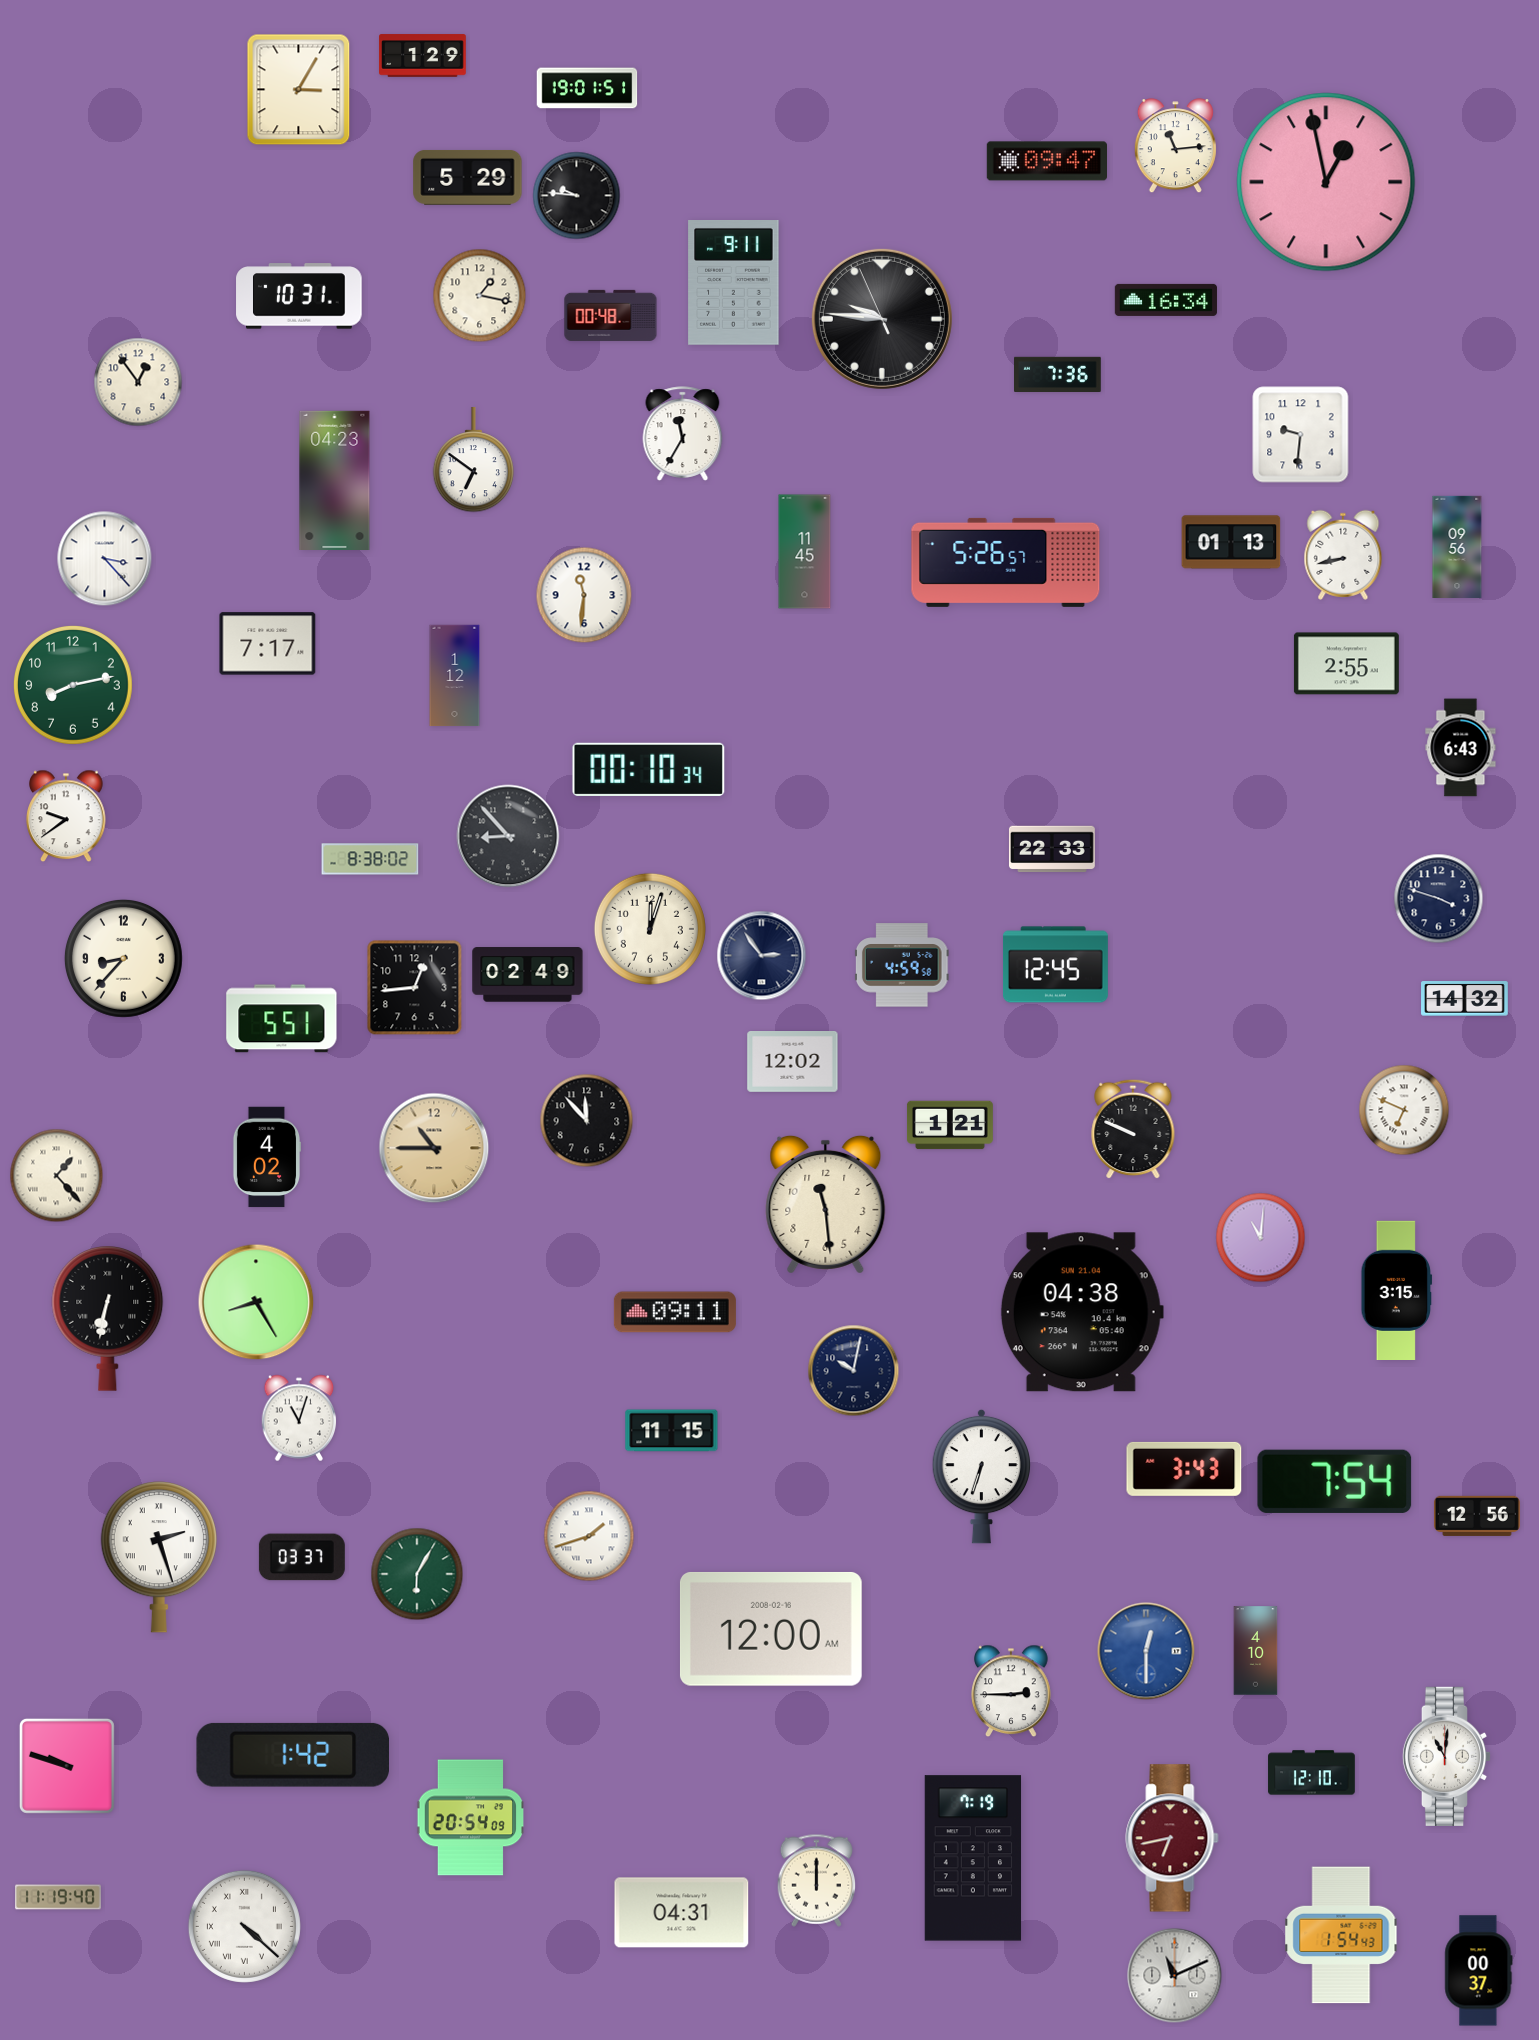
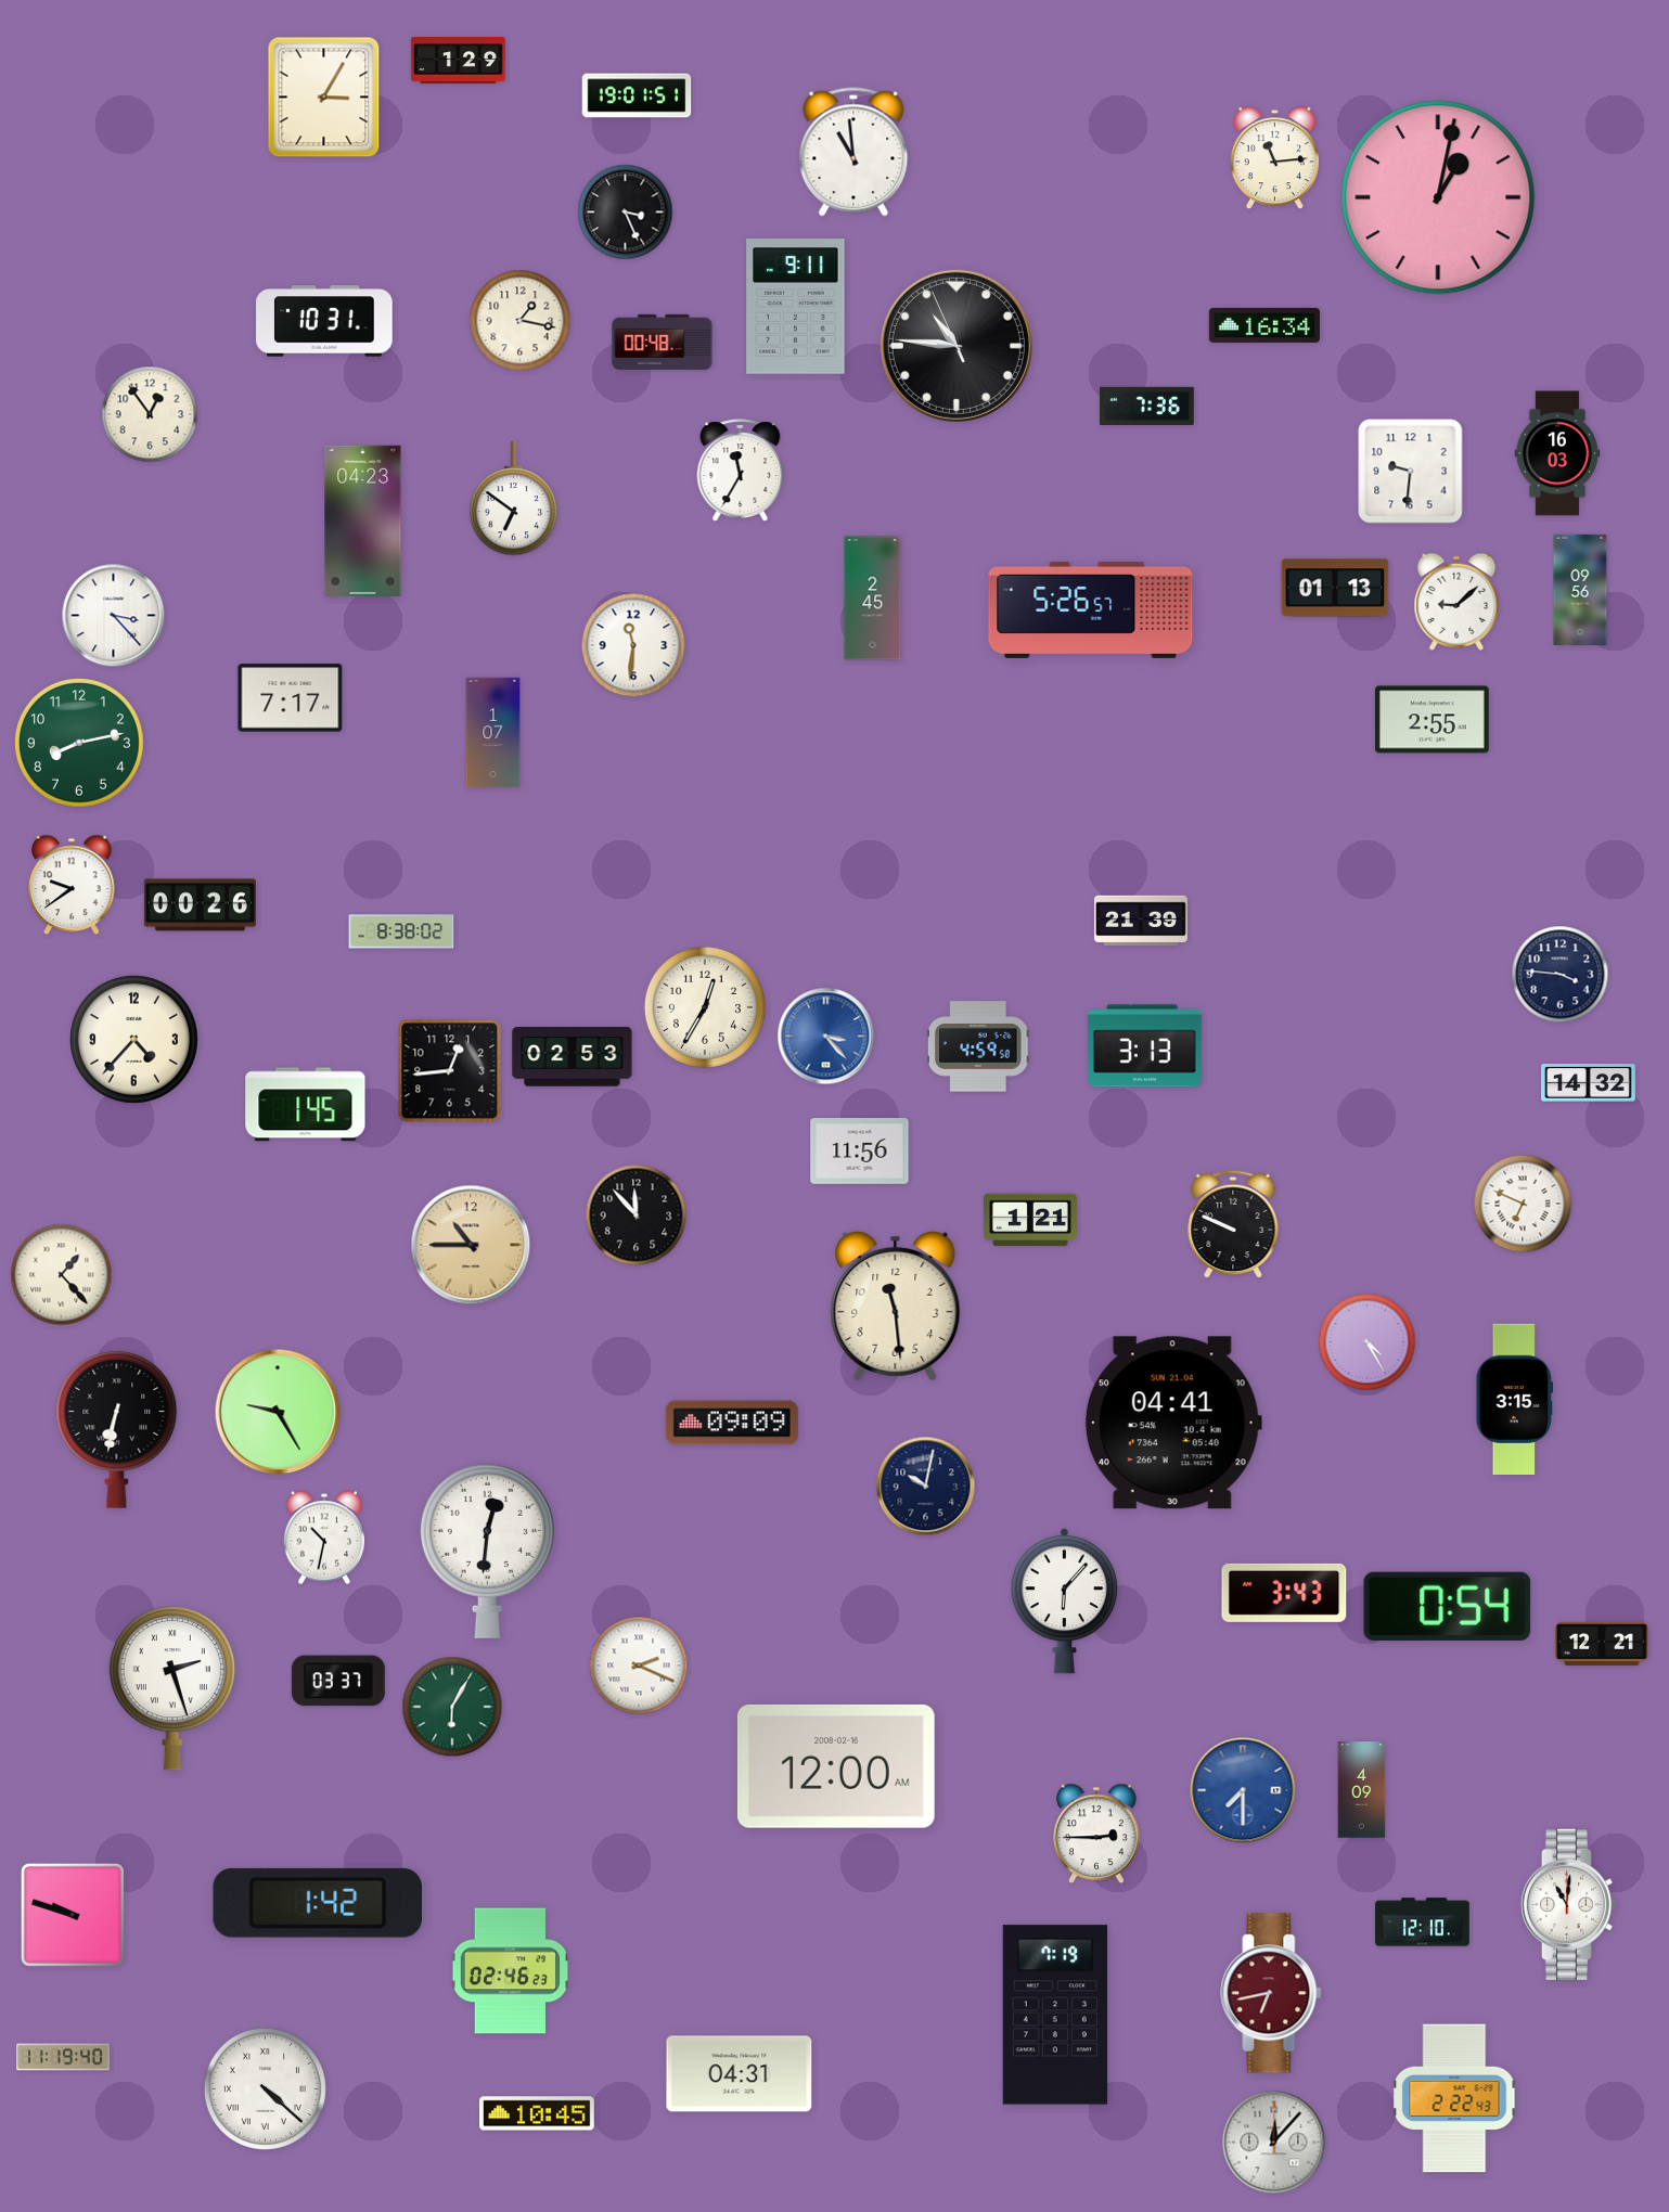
clock at (853, 152): none -> 10:59
clock at (1046, 161): 09:47 -> none
clock at (468, 177): 5:29 -> none
clock at (1326, 182): 12:58 -> 1:02
clock at (577, 196): 9:46 -> 3:26
clock at (882, 319): 9:45 -> 10:45
clock at (1557, 453): none -> 16:03
clock at (1457, 546) position: (1457, 546) -> (1580, 589)
clock at (805, 552): 11:45 -> 2:45
clock at (1343, 555): 8:43 -> 9:08
clock at (105, 559) position: (105, 559) -> (114, 616)
clock at (1346, 664) position: (1346, 664) -> (1432, 720)
clock at (455, 676): 1:12 -> 1:07
clock at (1461, 748): 6:43 -> none
clock at (649, 769): 00:10 -> none
clock at (200, 905): none -> 00:26
clock at (508, 836): 8:53 -> none
clock at (1052, 849): 22:33 -> 21:39
clock at (1439, 899): 3:48 -> 3:46
clock at (650, 929): 12:03 -> 12:35
clock at (762, 956): 2:54 -> 3:23
clock at (762, 956) dial: navy -> blue
clock at (123, 958): 8:37 -> 4:37
clock at (1055, 965): 12:45 -> 3:13
clock at (528, 975): 02:49 -> 02:53
clock at (282, 1019): 5:51 -> 1:45
clock at (793, 1062): 12:02 -> 11:56
clock at (1133, 1129) position: (1133, 1129) -> (1233, 1224)
clock at (266, 1157): 4:02 -> none
clock at (1261, 1238): 11:01 -> 4:25
clock at (256, 1302): 8:25 -> 9:25
clock at (675, 1312): 09:11 -> 09:09
clock at (1082, 1312): 04:38 -> 04:41
clock at (299, 1418): 11:03 -> 10:32
clock at (487, 1551): none -> 12:31
clock at (672, 1431): 11:15 -> none
clock at (981, 1476): 6:33 -> 6:07
clock at (1335, 1481): 7:54 -> 0:54
clock at (1477, 1516): 12:56 -> 12:21
clock at (589, 1536): 1:42 -> 2:19
clock at (302, 1557) position: (302, 1557) -> (338, 1681)
clock at (1146, 1651): 12:30 -> 7:30
clock at (1256, 1651): 4:10 -> 4:09
clock at (471, 1818): 20:54 -> 02:46
clock at (817, 1880): 12:00 -> none
clock at (1341, 1935): 1:54 -> 2:22
clock at (538, 2113): none -> 10:45
clock at (1479, 1971): 00:37 -> none
clock at (1175, 1976): 11:11 -> 12:07
